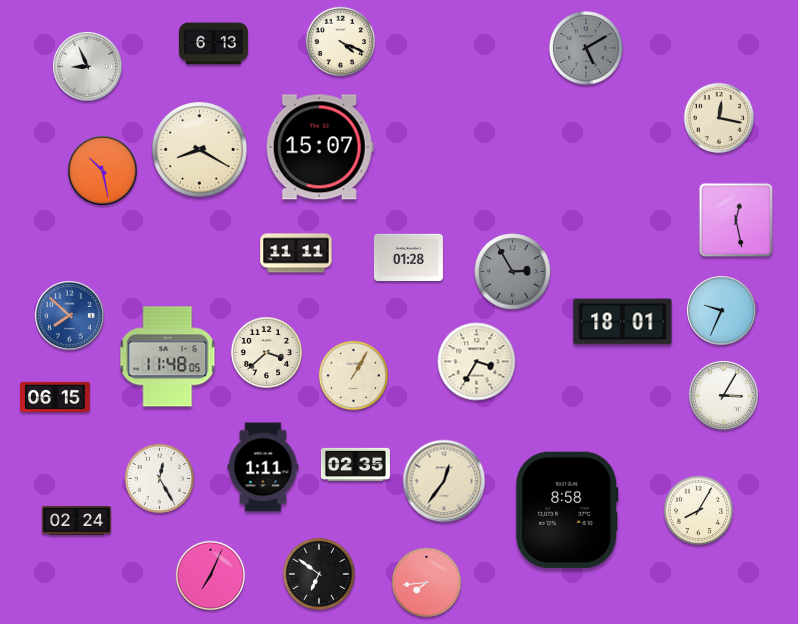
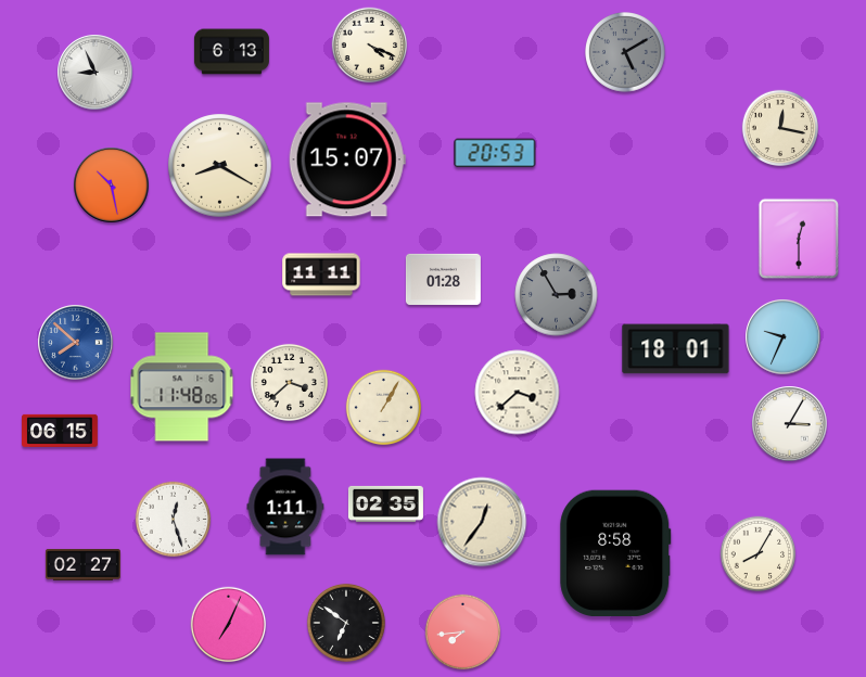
clock at (213, 44) position: (213, 44) -> (231, 52)
clock at (587, 49) position: (587, 49) -> (626, 53)
clock at (495, 153): none -> 20:53
clock at (200, 150) position: (200, 150) -> (220, 166)
clock at (735, 219): 12:28 -> 12:30
clock at (477, 362): 3:35 -> 3:38
clock at (724, 396) position: (724, 396) -> (790, 424)
clock at (160, 479): 12:25 -> 12:27
clock at (76, 520): 02:24 -> 02:27
